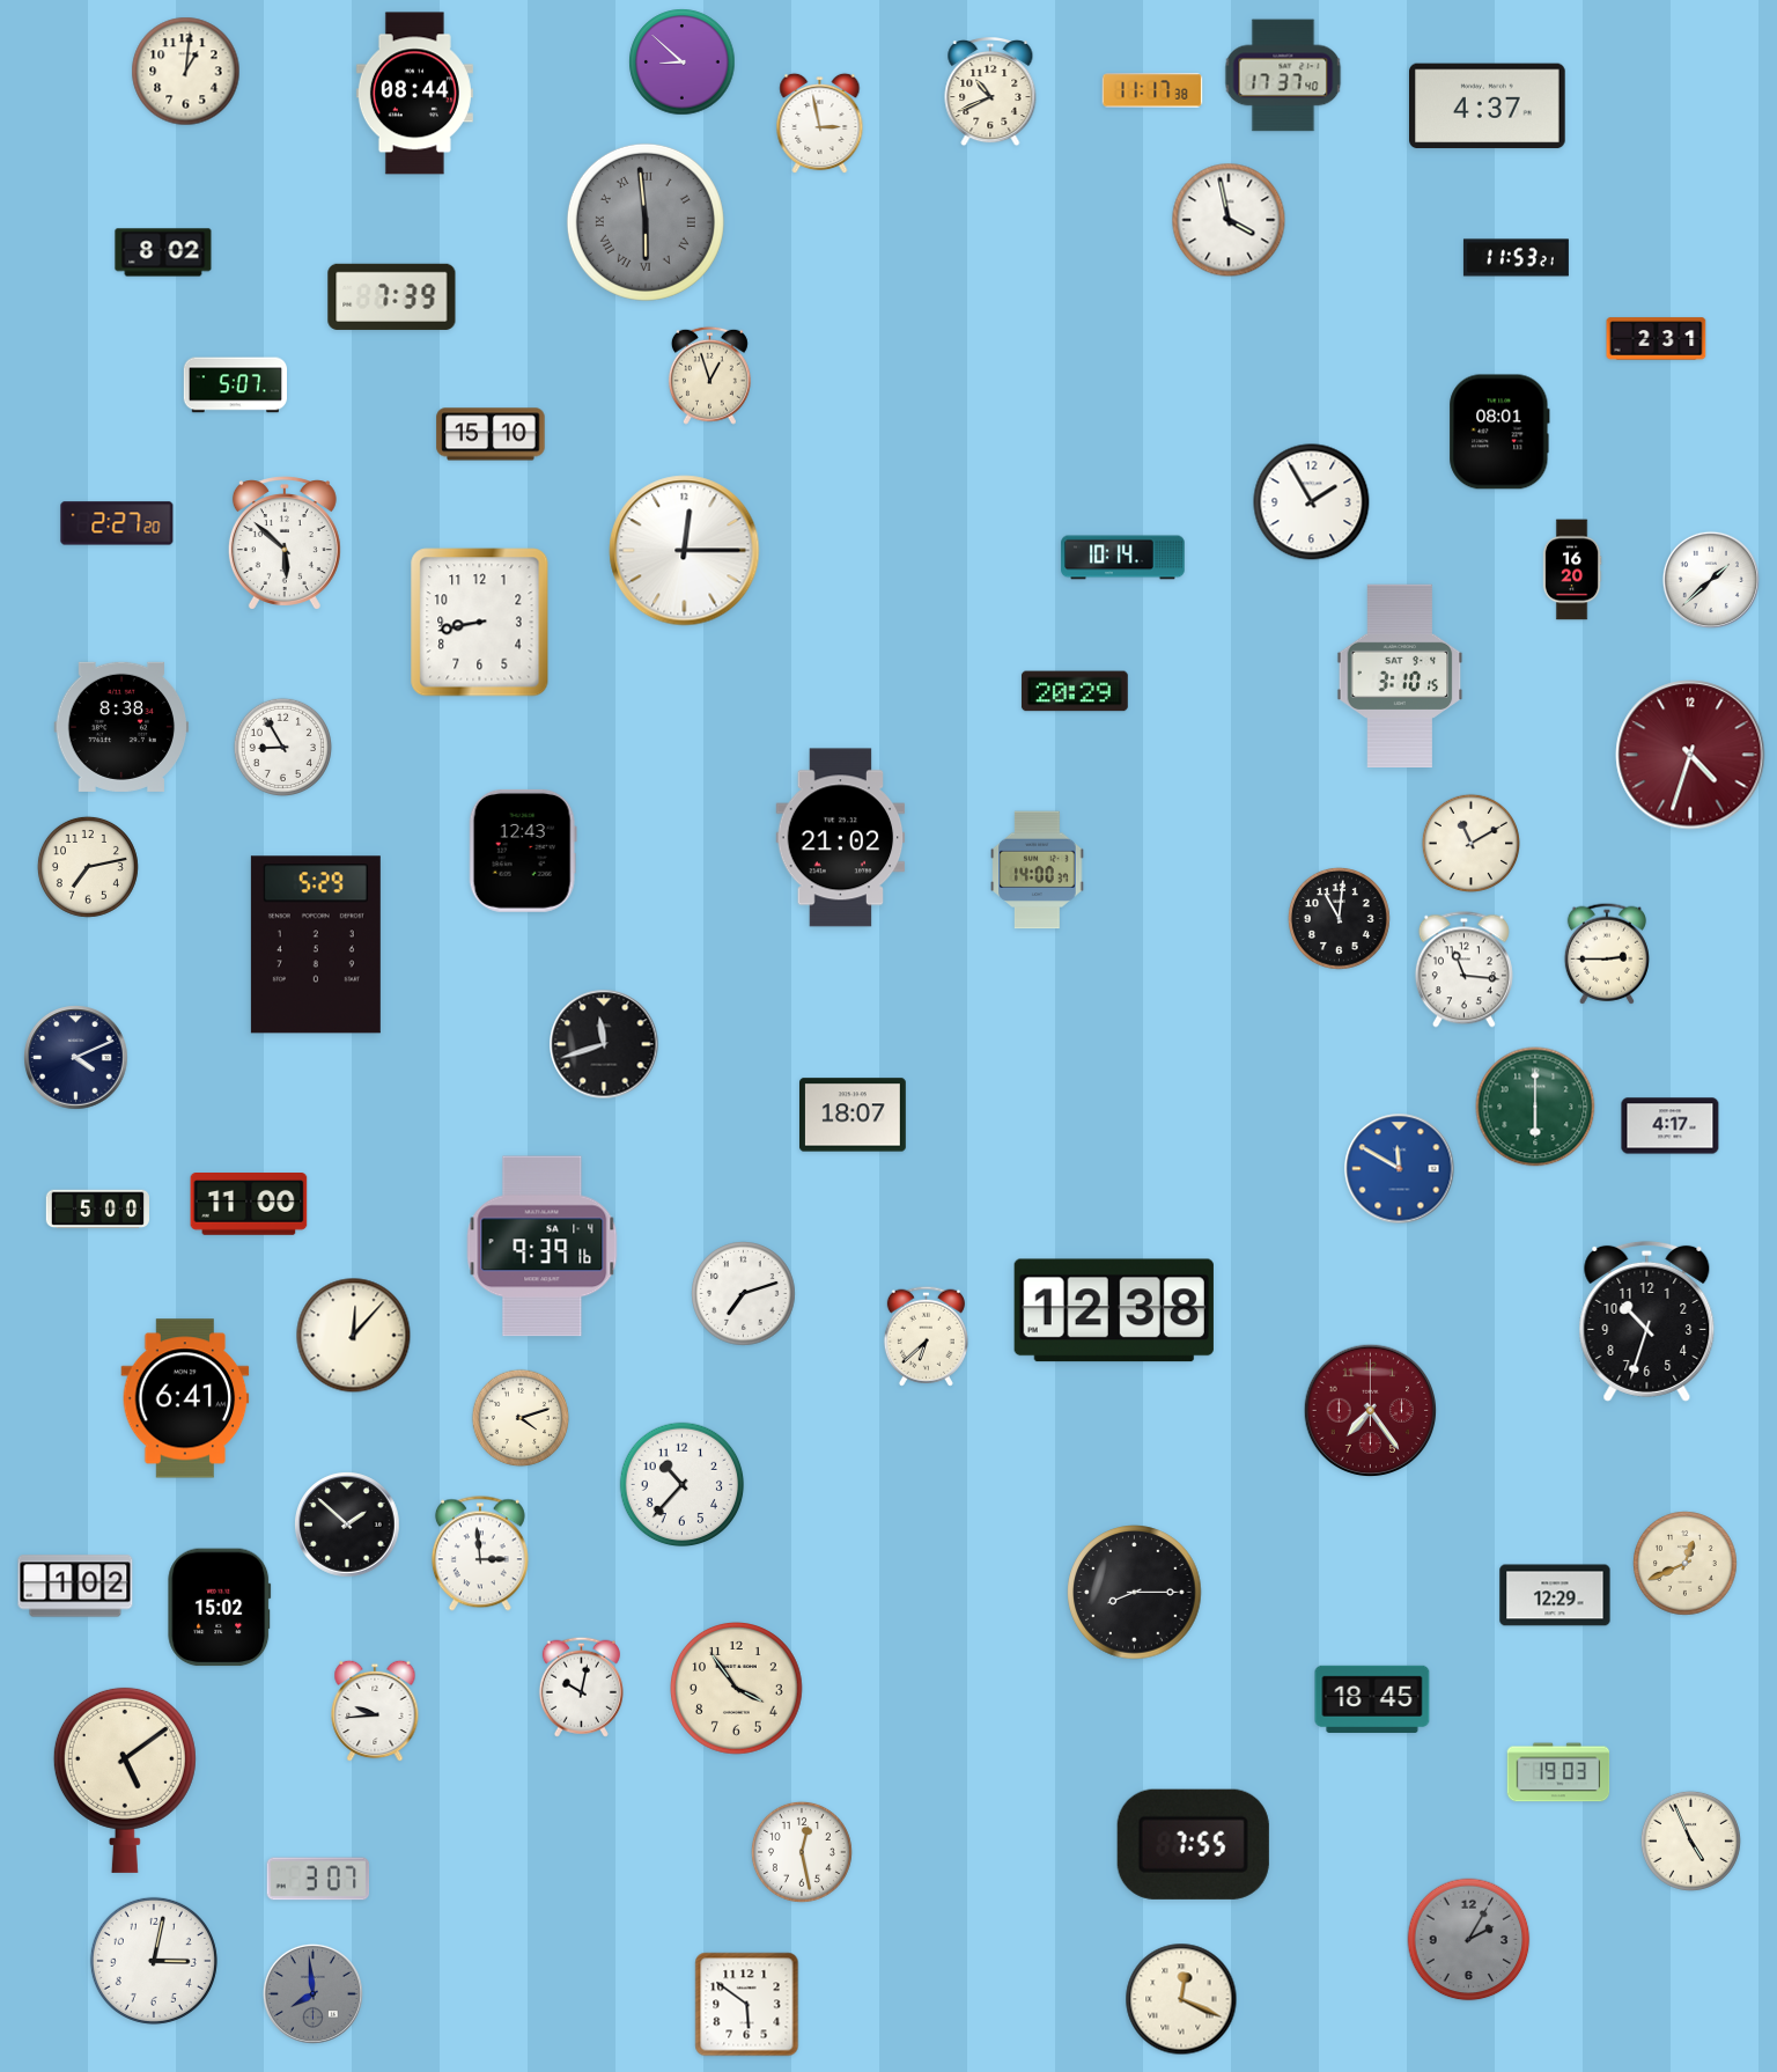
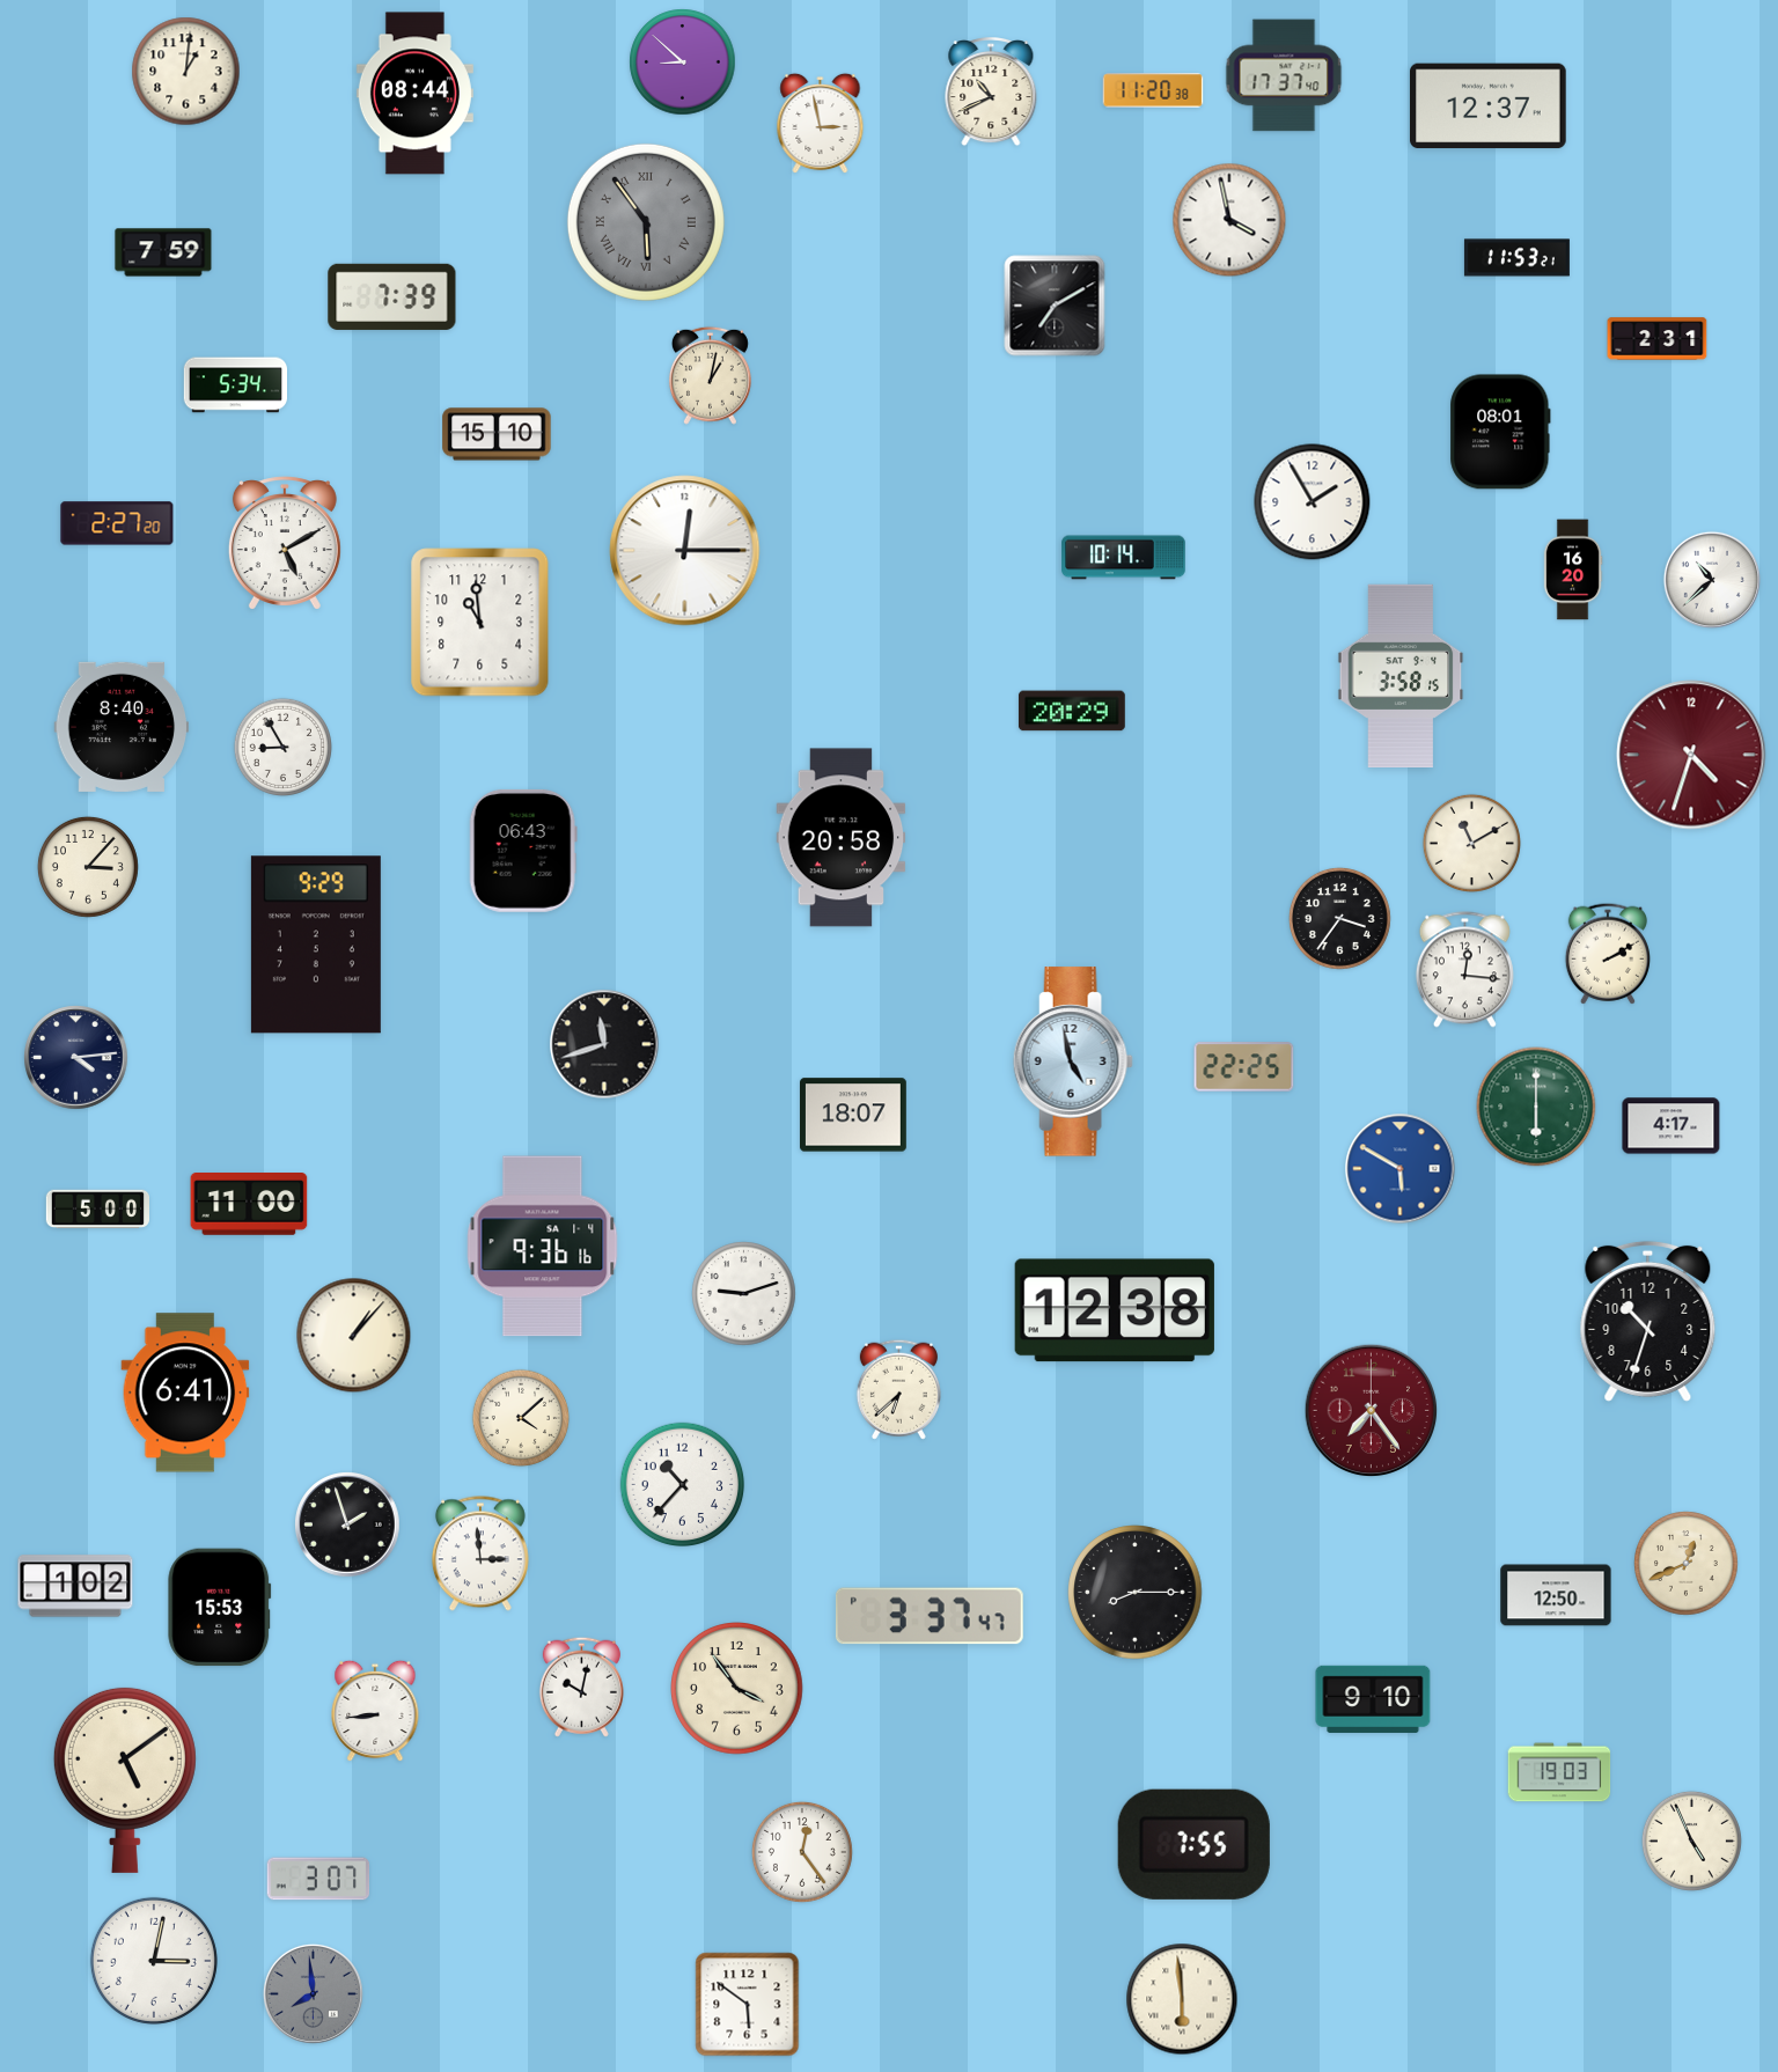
clock at (1152, 90): 11:17 -> 11:20
clock at (1488, 106): 4:37 -> 12:37
clock at (646, 222): 5:59 -> 5:54
clock at (163, 252): 8:02 -> 7:59
clock at (1055, 306): none -> 7:10
clock at (709, 375): 12:57 -> 1:02
clock at (235, 385): 5:07 -> 5:34
clock at (491, 434) position: (491, 434) -> (497, 434)
clock at (285, 543): 5:52 -> 5:10
clock at (1711, 580): 1:38 -> 10:38
clock at (480, 623): 8:43 -> 10:59
clock at (1400, 675): 3:10 -> 3:58
clock at (1075, 691) position: (1075, 691) -> (1072, 711)
clock at (121, 727): 8:38 -> 8:40
clock at (841, 838): 21:02 -> 20:58
clock at (523, 851): 12:43 -> 06:43
clock at (88, 867): 7:13 -> 3:07
clock at (1038, 870): 14:00 -> none
clock at (1339, 918): 11:01 -> 3:36
clock at (316, 945): 5:29 -> 9:29
clock at (1607, 954): 2:45 -> 2:10
clock at (1463, 970): 11:16 -> 12:16
clock at (76, 1058): 4:11 -> 4:14
clock at (1073, 1061): none -> 4:58
clock at (1244, 1067): none -> 22:25
clock at (1400, 1169): 11:50 -> 5:50
clock at (543, 1247): 9:39 -> 9:36
clock at (744, 1294): 7:12 -> 9:12
clock at (354, 1336): 12:07 -> 1:07
clock at (926, 1336) position: (926, 1336) -> (898, 1389)
clock at (185, 1398) position: (185, 1398) -> (185, 1393)
clock at (521, 1418): 4:12 -> 4:08
clock at (347, 1524): 1:52 -> 1:57
clock at (1555, 1595): 12:29 -> 12:50
clock at (220, 1608): 15:02 -> 15:53
clock at (930, 1616): none -> 3:37
clock at (1372, 1698): 18:45 -> 9:10
clock at (375, 1711): 9:44 -> 8:44
clock at (802, 1852): 12:28 -> 12:24
clock at (1469, 1940): 2:05 -> none
clock at (1181, 1999): 12:19 -> 5:59
